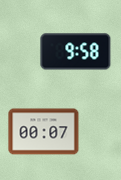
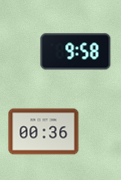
clock at (44, 132): 00:07 -> 00:36
